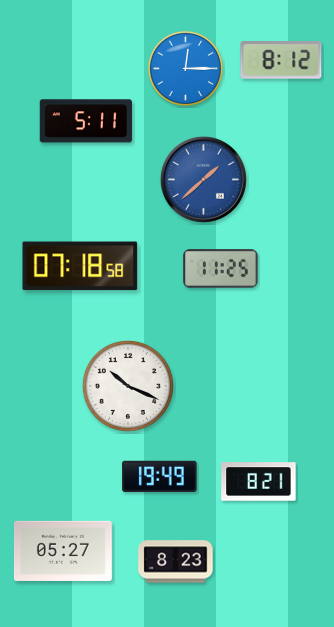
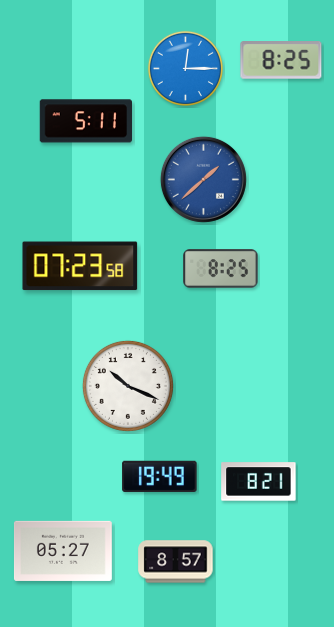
clock at (281, 60): 8:12 -> 8:25
clock at (80, 266): 07:18 -> 07:23
clock at (221, 269): 11:25 -> 8:25
clock at (176, 562): 8:23 -> 8:57
